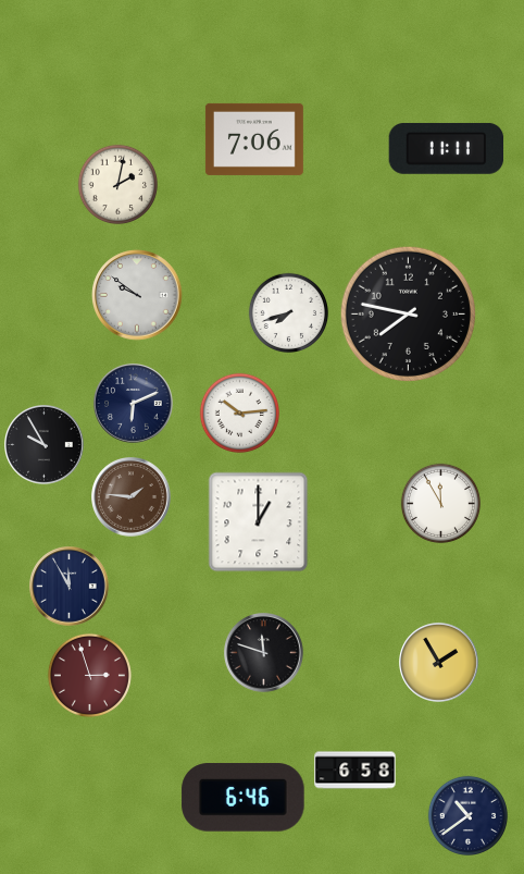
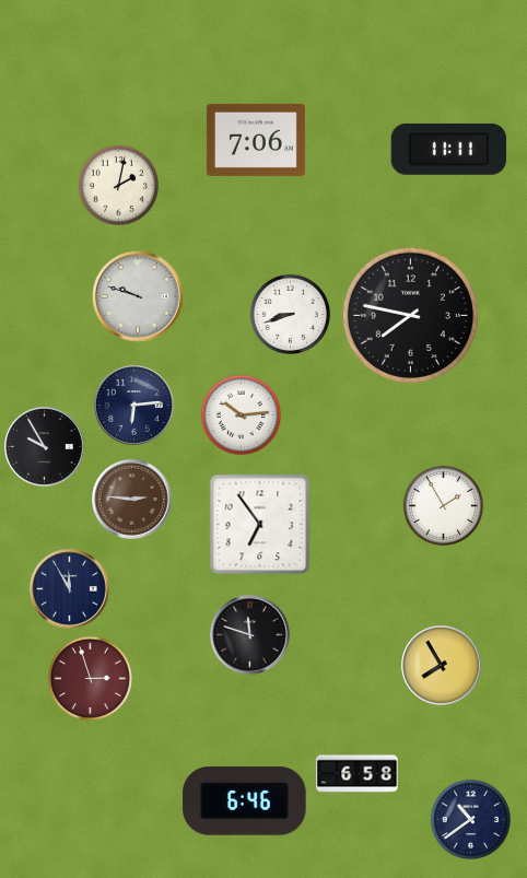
clock at (137, 295): 9:51 -> 9:48
clock at (288, 312): 7:42 -> 8:42
clock at (134, 404): 6:11 -> 6:14
clock at (132, 497): 1:46 -> 2:46
clock at (440, 503): 11:55 -> 1:55
clock at (259, 522): 1:00 -> 6:54
clock at (264, 653) position: (264, 653) -> (250, 635)
clock at (439, 663): 1:55 -> 7:55
